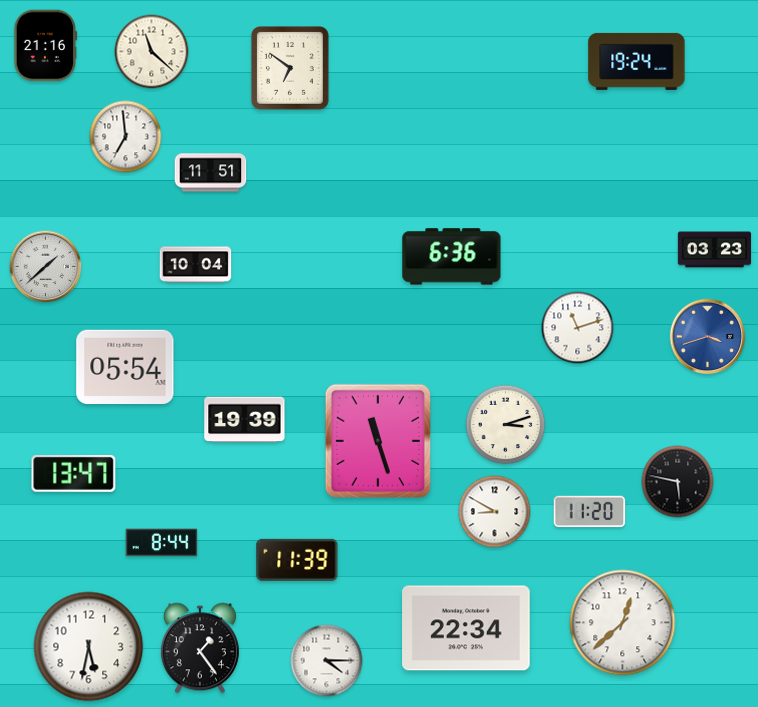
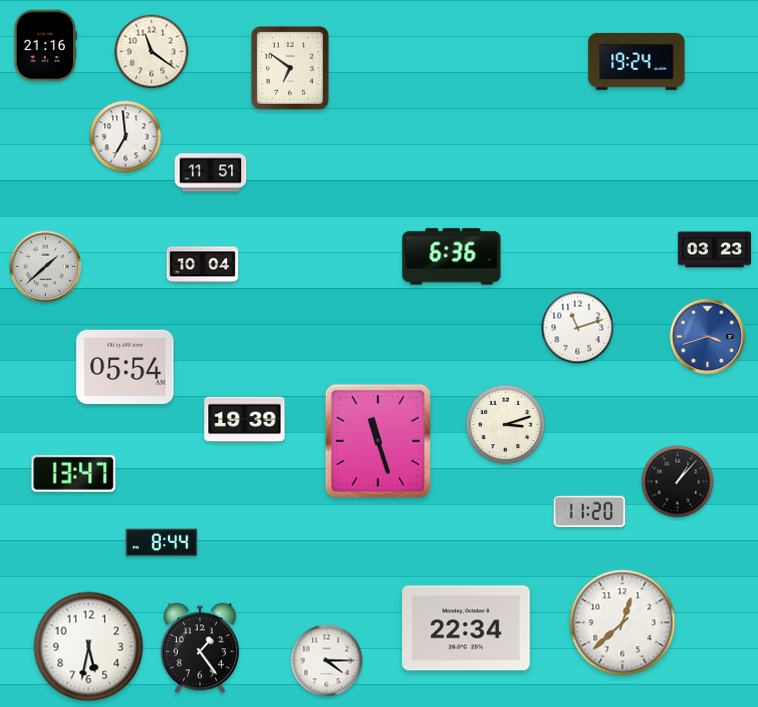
clock at (152, 52): 11:22 -> 11:21
clock at (196, 265) position: (196, 265) -> (203, 265)
clock at (678, 482): 5:47 -> 1:07
clock at (495, 512): 8:50 -> none
clock at (297, 560): 11:39 -> none
